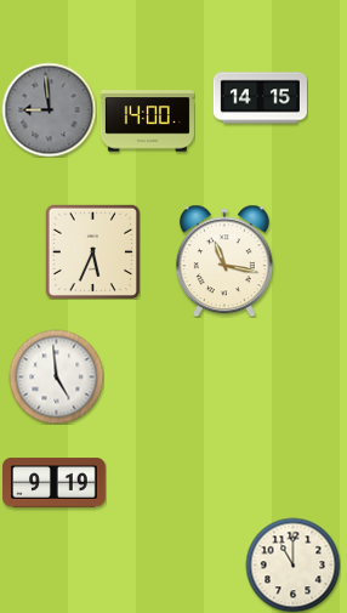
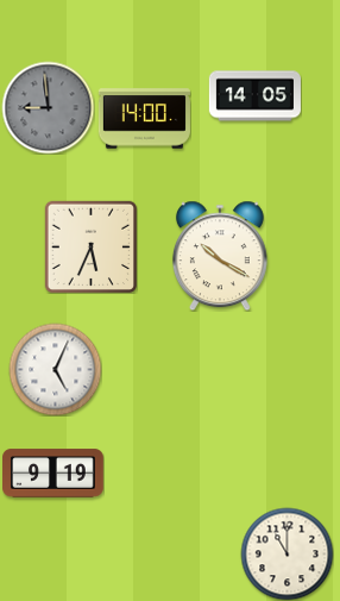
clock at (260, 98): 14:15 -> 14:05
clock at (224, 261): 11:17 -> 10:20
clock at (56, 376): 4:59 -> 5:04
